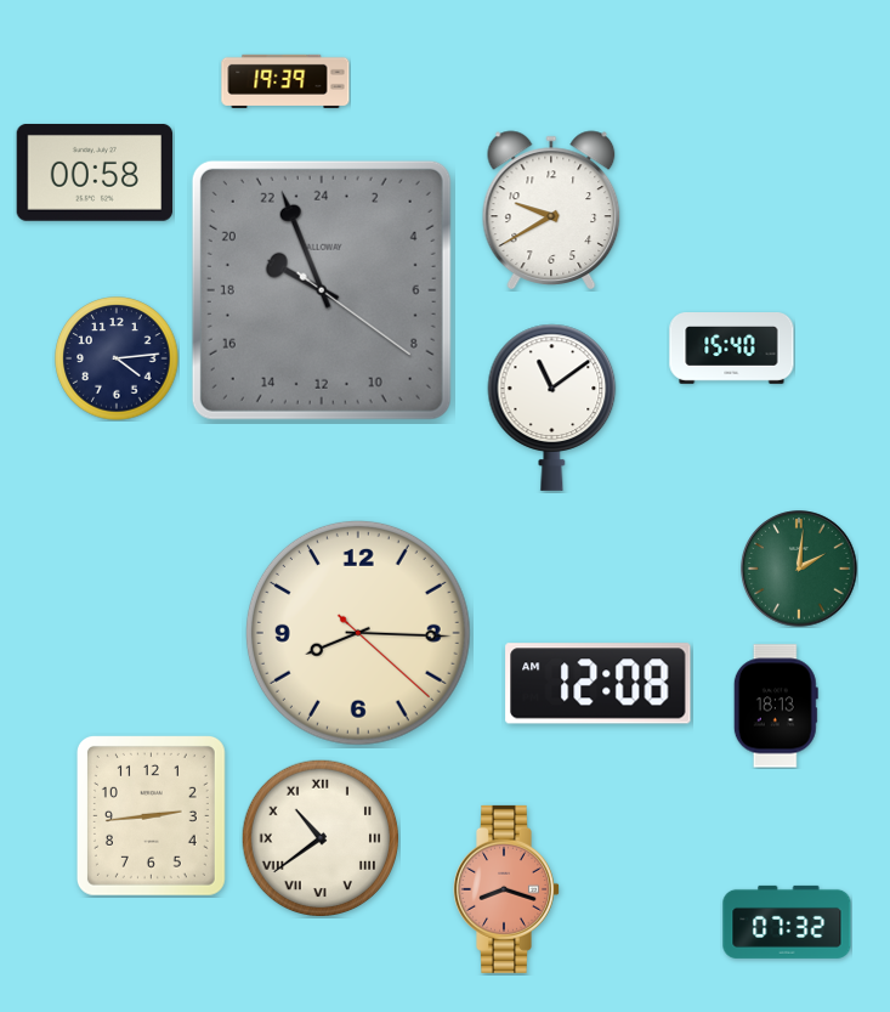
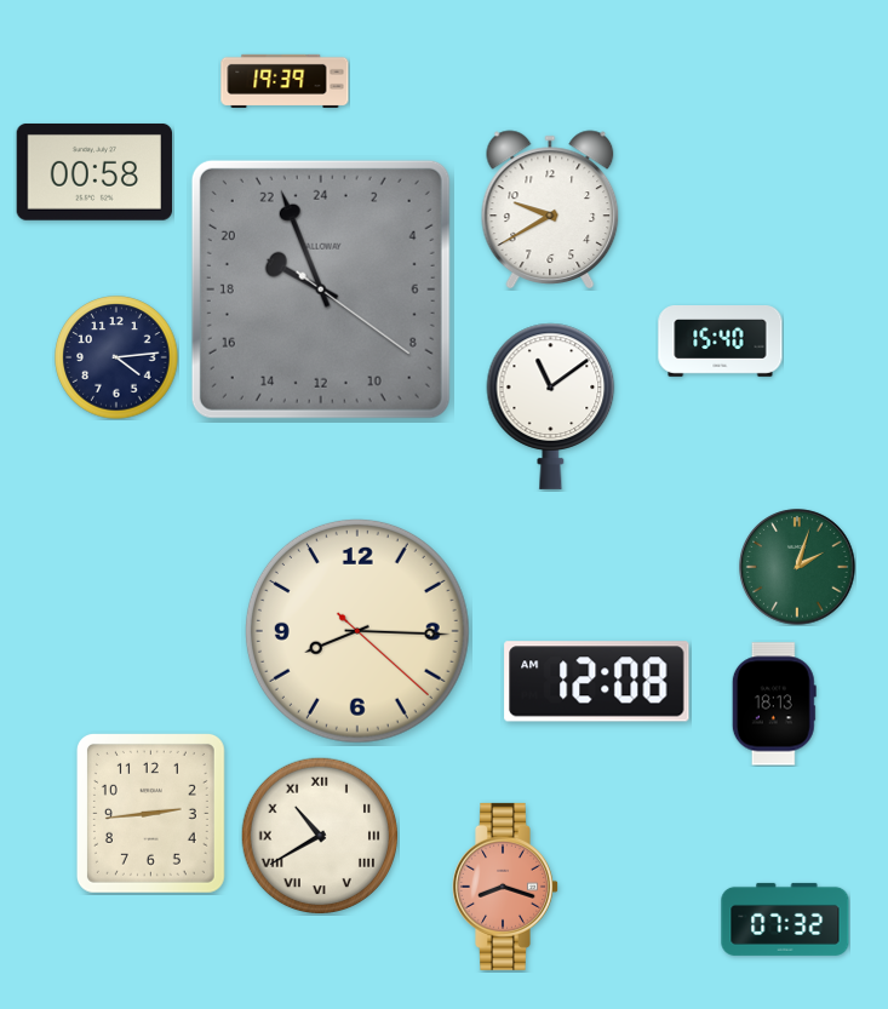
clock at (732, 349) position: (732, 349) -> (721, 342)
clock at (799, 569): 2:01 -> 2:03
clock at (319, 837): 10:39 -> 10:40
